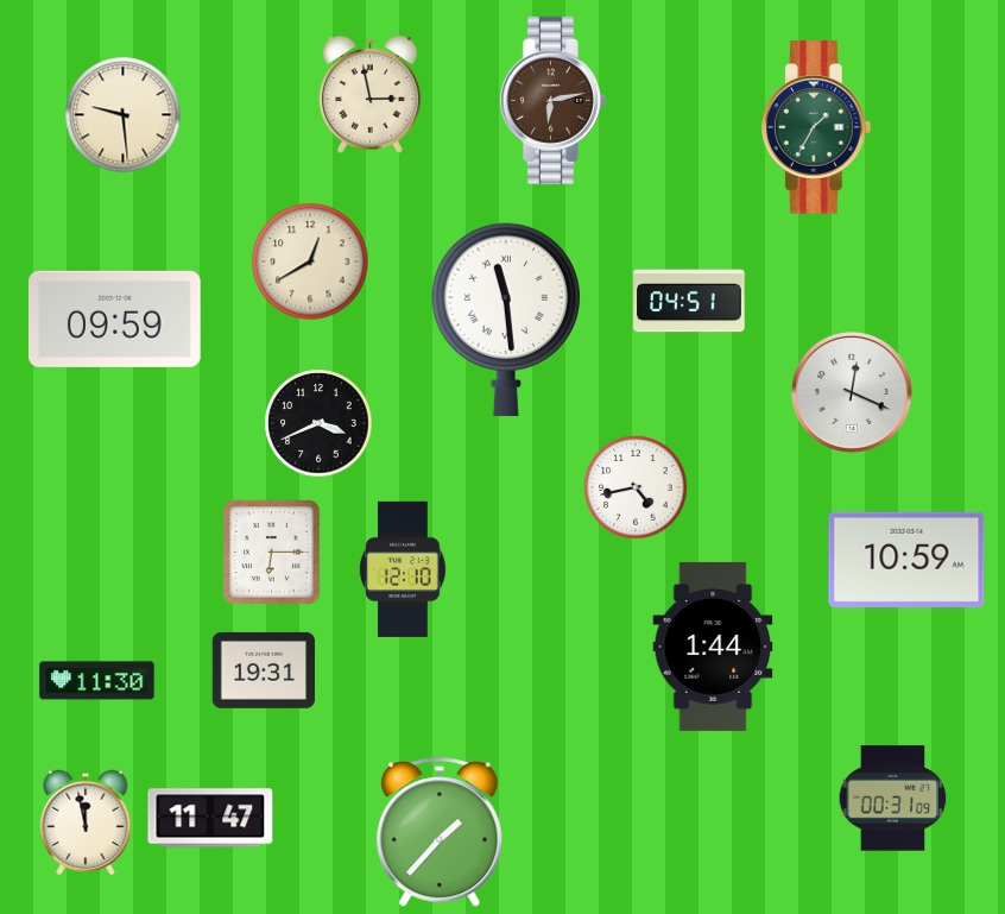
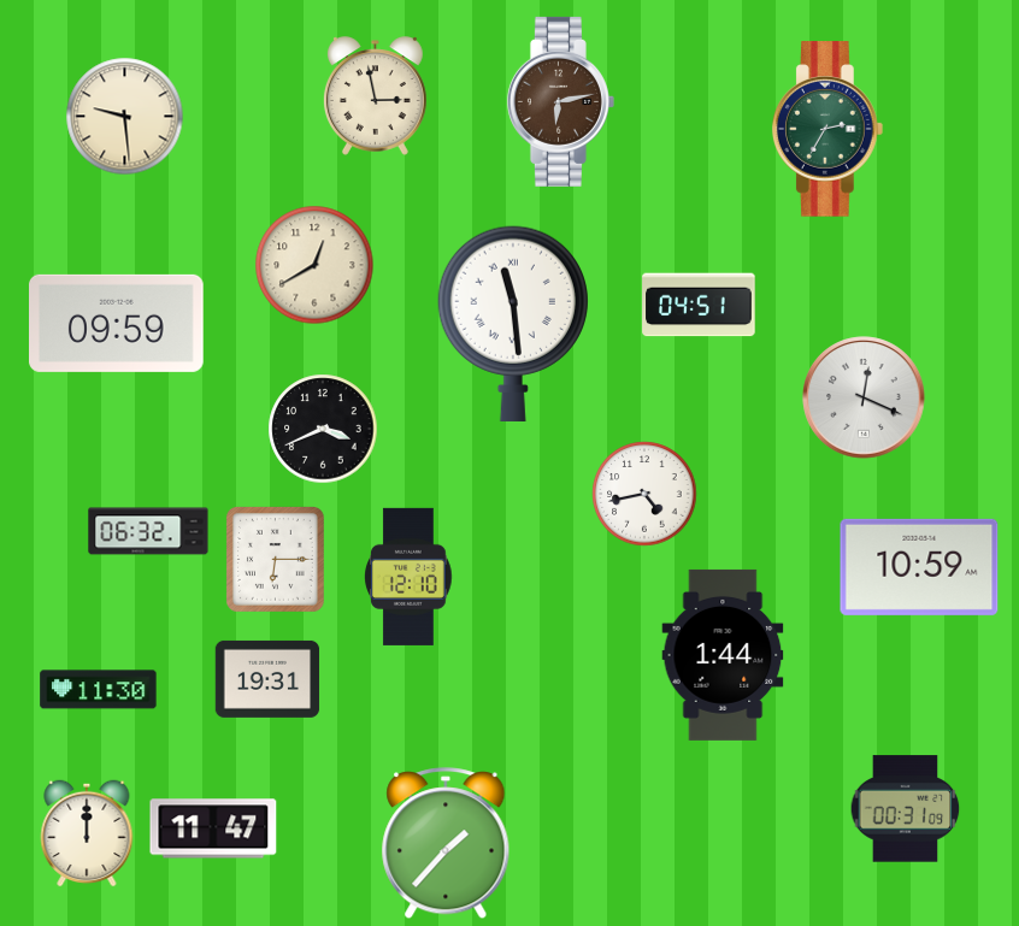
clock at (817, 127): 1:35 -> 2:35
clock at (148, 531): none -> 06:32
clock at (86, 822): 11:58 -> 12:00
